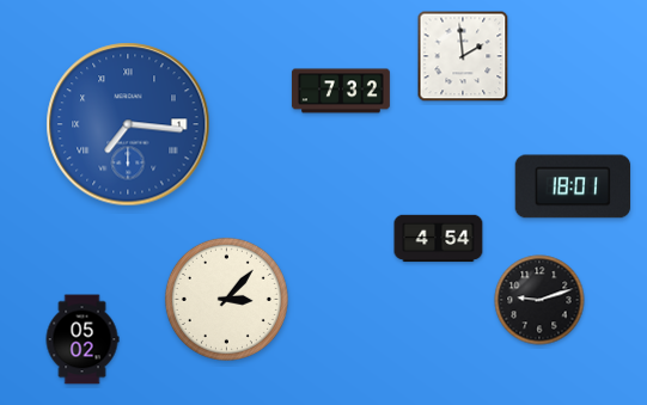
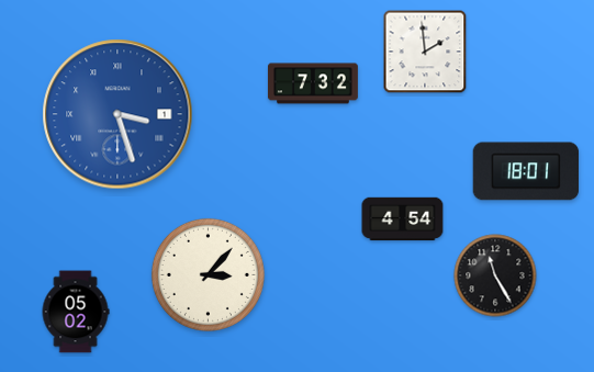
clock at (128, 124): 7:16 -> 3:27
clock at (539, 300): 9:12 -> 11:25
